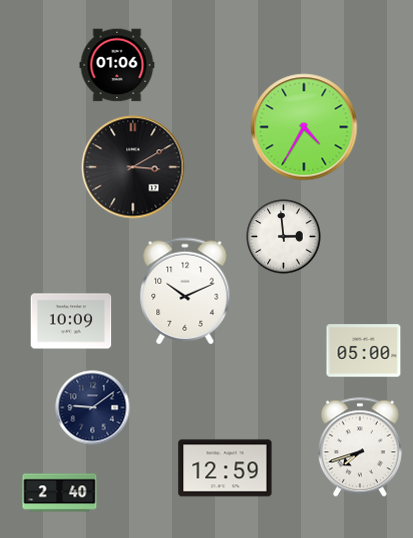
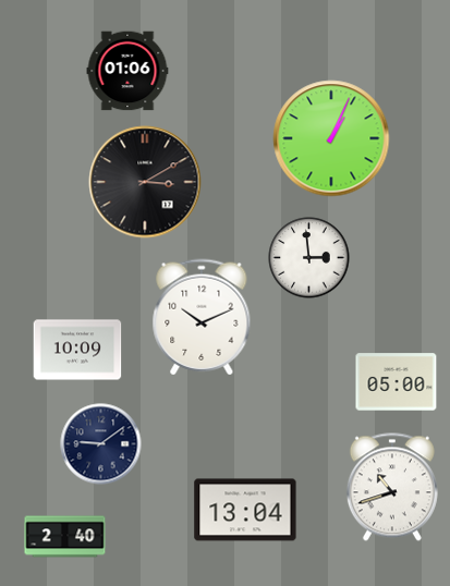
clock at (304, 127): 4:35 -> 1:04
clock at (360, 447): 7:42 -> 10:42
clock at (225, 468): 12:59 -> 13:04
